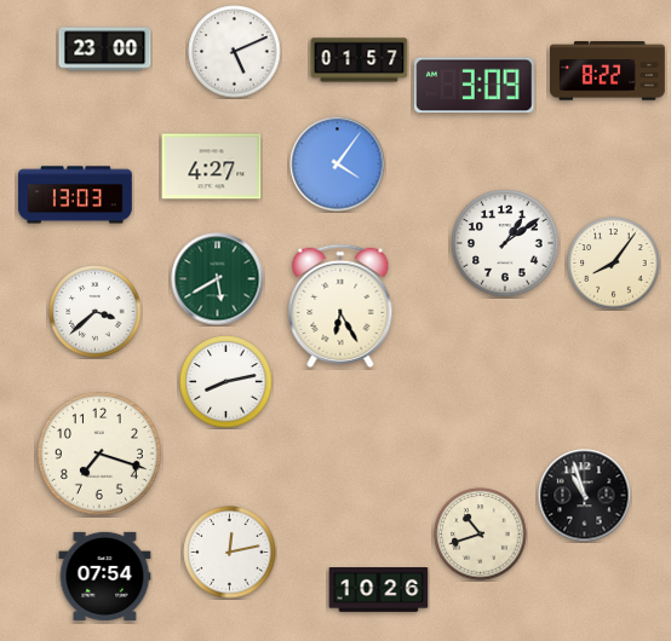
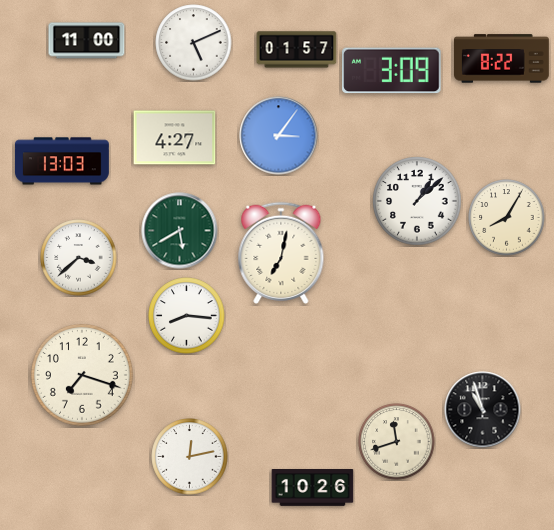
clock at (105, 50): 23:00 -> 11:00
clock at (338, 164): 4:06 -> 3:06
clock at (505, 243): 1:09 -> 1:08
clock at (614, 264): 8:06 -> 8:05
clock at (340, 306): 6:25 -> 7:02
clock at (226, 382): 8:13 -> 8:16
clock at (481, 535): 10:42 -> 11:42
clock at (105, 576): 07:54 -> none
